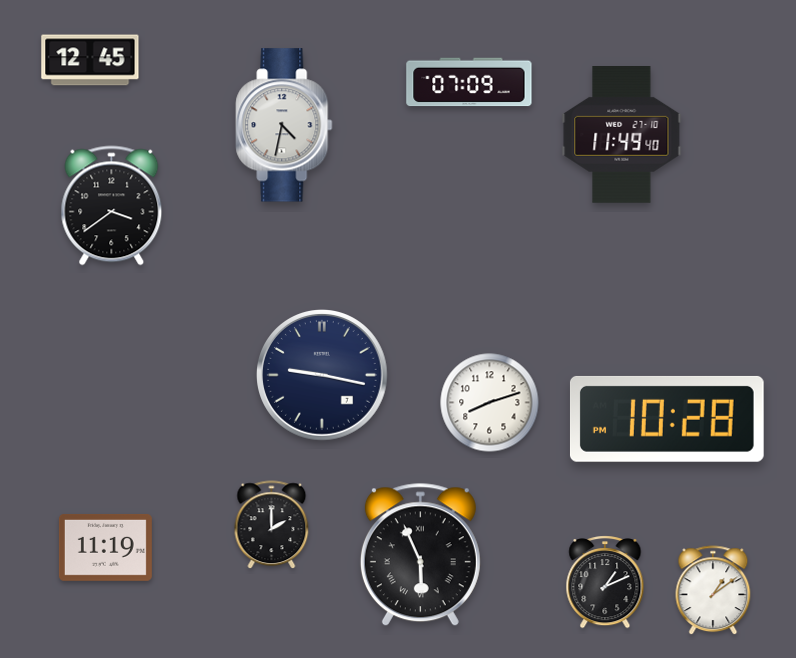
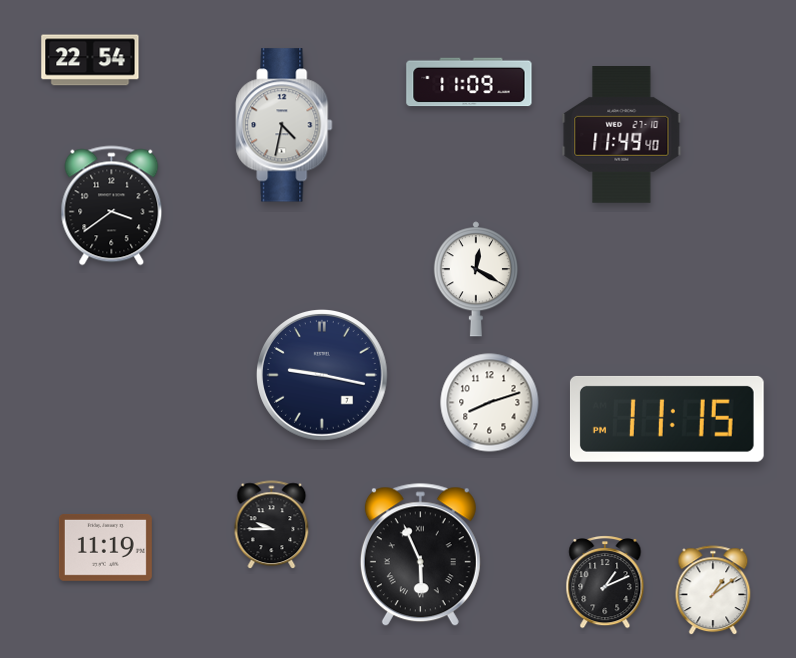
clock at (90, 60): 12:45 -> 22:54
clock at (469, 82): 07:09 -> 11:09
clock at (476, 279): none -> 12:20
clock at (667, 419): 10:28 -> 11:15
clock at (272, 525): 2:00 -> 9:45
